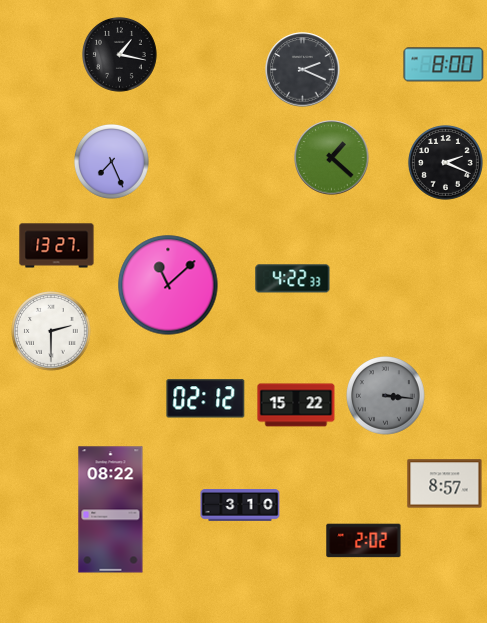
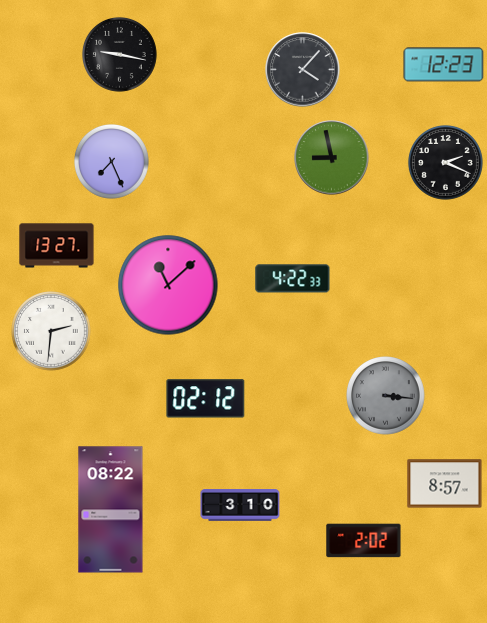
clock at (120, 55): 1:17 -> 9:17
clock at (444, 65): 8:00 -> 12:23
clock at (303, 70): 2:19 -> 4:07
clock at (332, 158): 1:22 -> 8:58
clock at (52, 332): 2:30 -> 2:31
clock at (296, 405): 15:22 -> none
